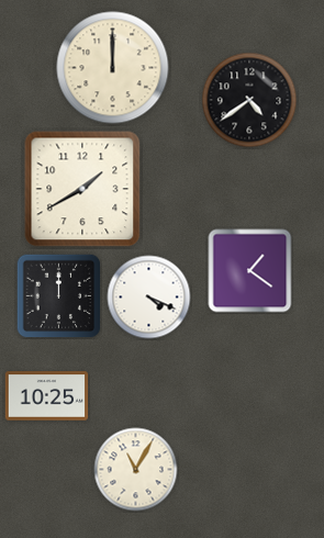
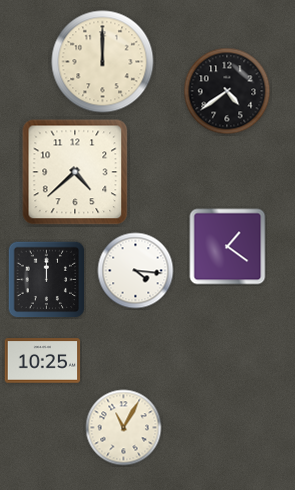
clock at (82, 189): 1:40 -> 4:38
clock at (58, 295) position: (58, 295) -> (46, 279)
clock at (149, 298): 4:19 -> 4:16
